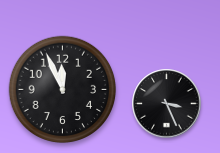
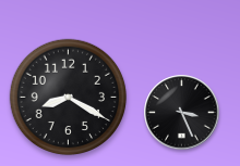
clock at (63, 90): 11:56 -> 8:20
